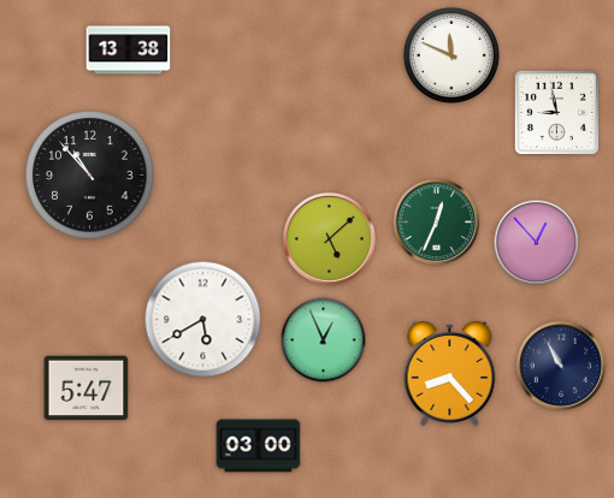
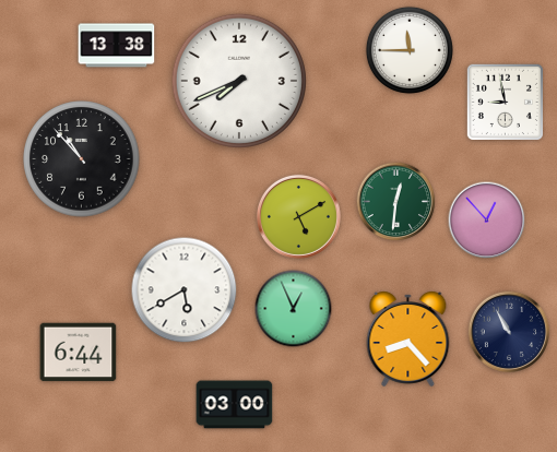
clock at (451, 55): 11:49 -> 11:45
clock at (239, 81): none -> 7:41
clock at (437, 223): 12:34 -> 12:31
clock at (329, 238): 5:08 -> 5:10
clock at (87, 389): 5:47 -> 6:44
